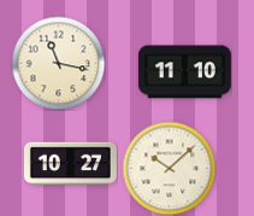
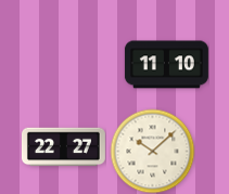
clock at (58, 63): 11:17 -> none
clock at (70, 164): 10:27 -> 22:27
